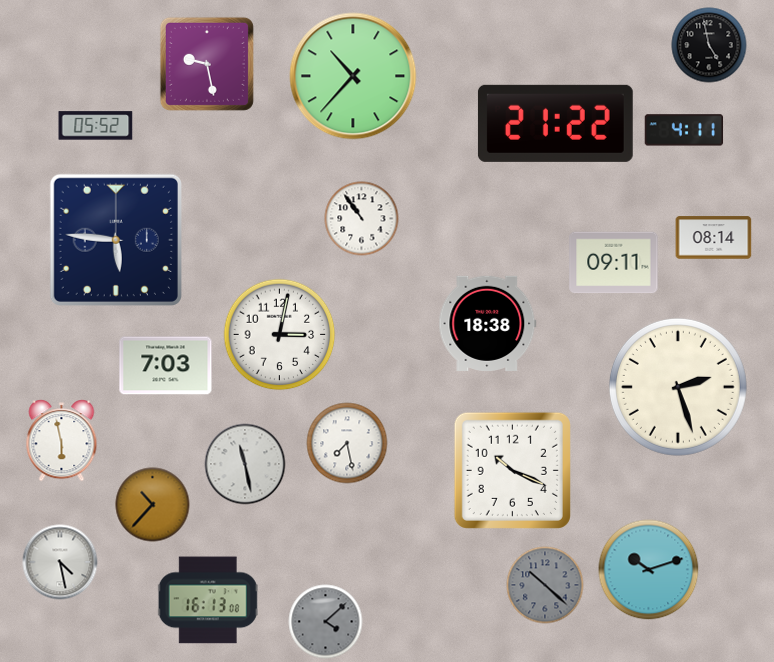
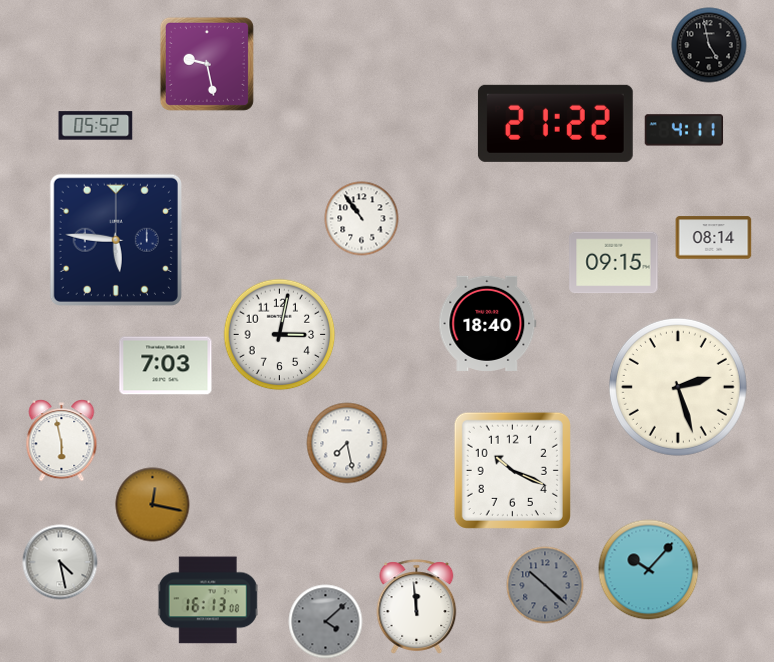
clock at (353, 76): 10:37 -> none
clock at (614, 263): 09:11 -> 09:15
clock at (488, 323): 18:38 -> 18:40
clock at (245, 464): 11:28 -> none
clock at (153, 505): 10:37 -> 12:17
clock at (649, 570): 10:12 -> 10:07
clock at (417, 607): none -> 11:59
